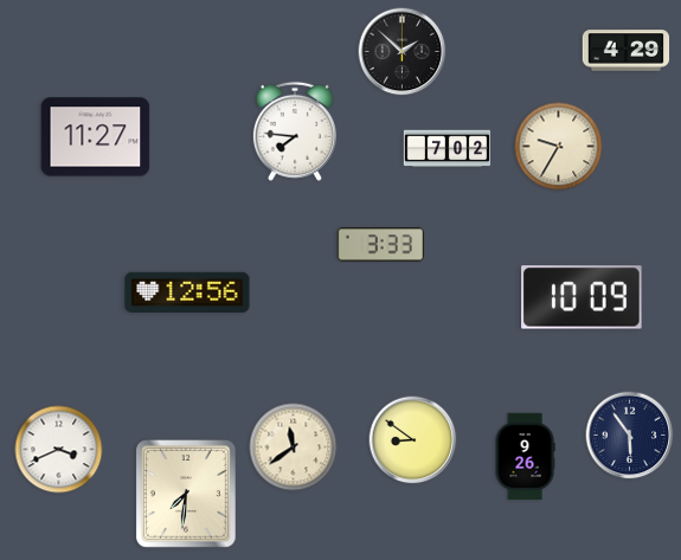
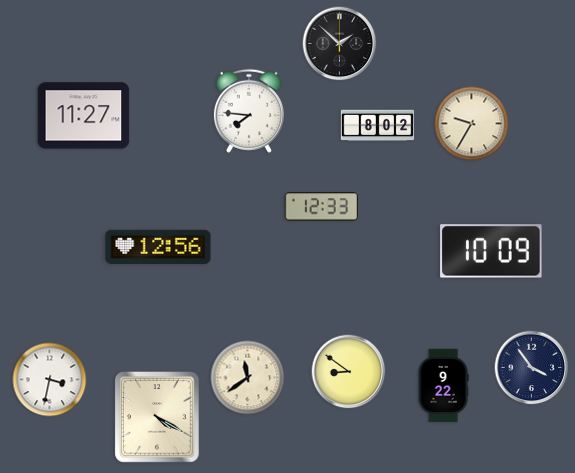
clock at (627, 51): 4:29 -> none
clock at (96, 137) position: (96, 137) -> (84, 116)
clock at (448, 149): 7:02 -> 8:02
clock at (380, 245): 3:33 -> 12:33
clock at (630, 436): 5:54 -> 3:54
clock at (59, 450): 3:41 -> 3:32
clock at (525, 457): 9:26 -> 9:22
clock at (187, 495): 7:31 -> 4:20
